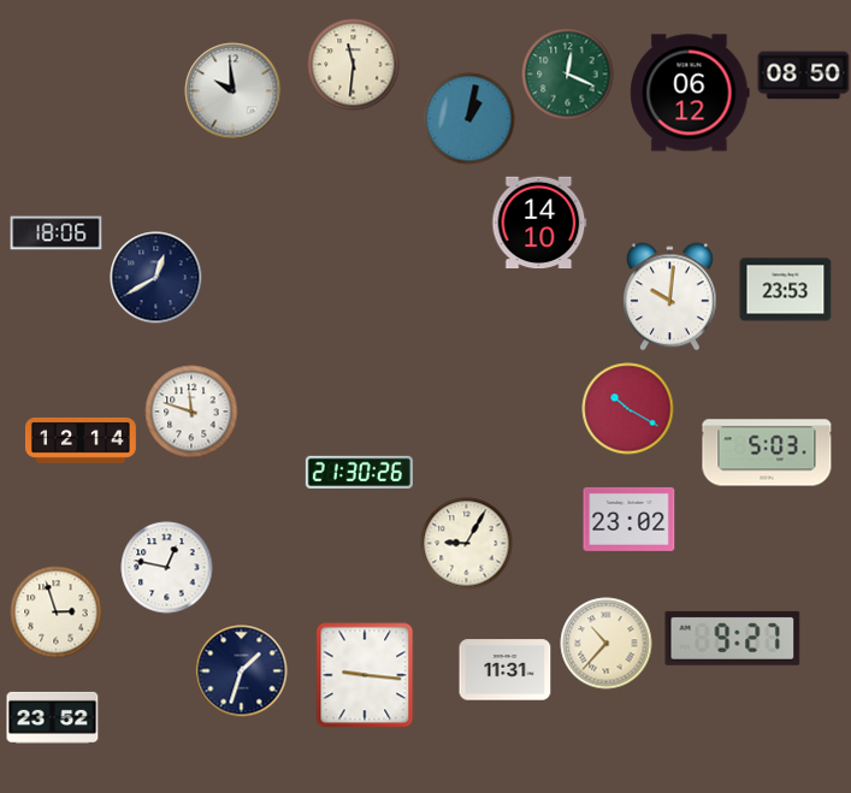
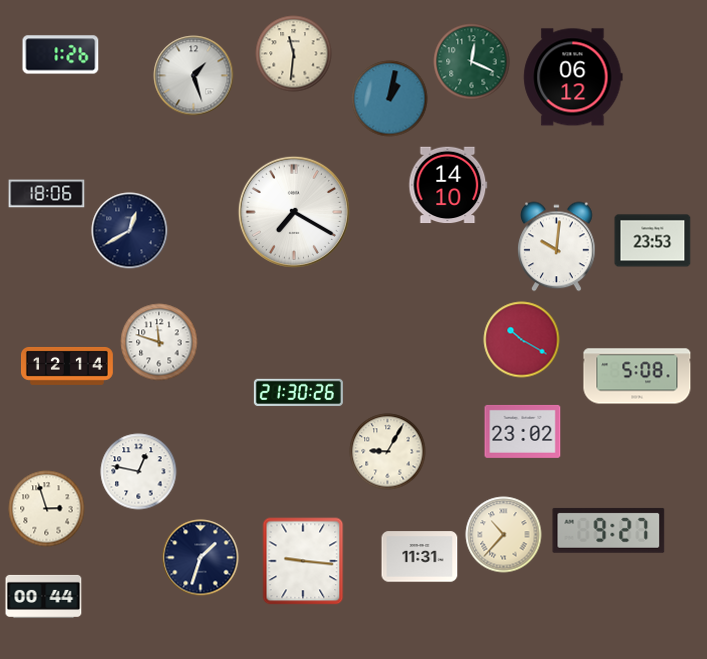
clock at (61, 55): none -> 1:26
clock at (804, 76): 08:50 -> none
clock at (234, 91): 9:59 -> 1:27
clock at (294, 212): none -> 7:20
clock at (767, 452): 5:03 -> 5:08
clock at (53, 717): 23:52 -> 00:44
